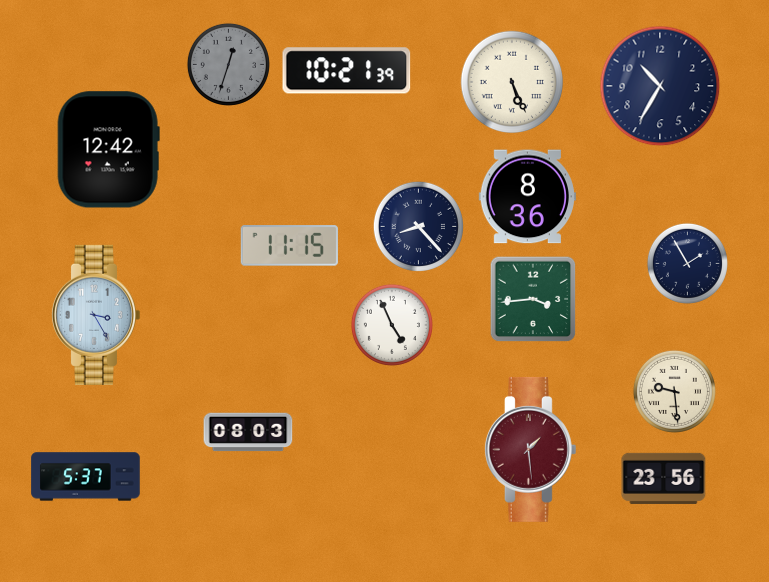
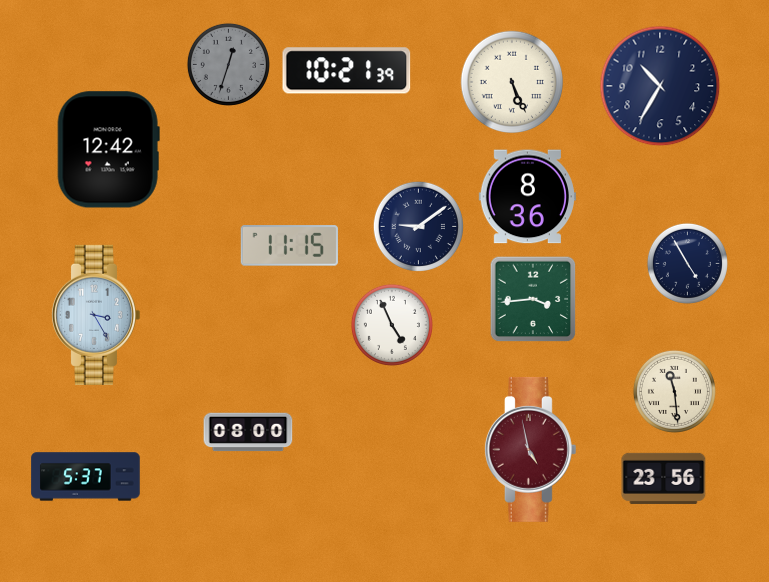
clock at (418, 226): 8:23 -> 9:09
clock at (687, 263): 1:55 -> 4:55
clock at (674, 391): 9:29 -> 11:29
clock at (248, 432): 08:03 -> 08:00
clock at (530, 449): 1:29 -> 4:58
